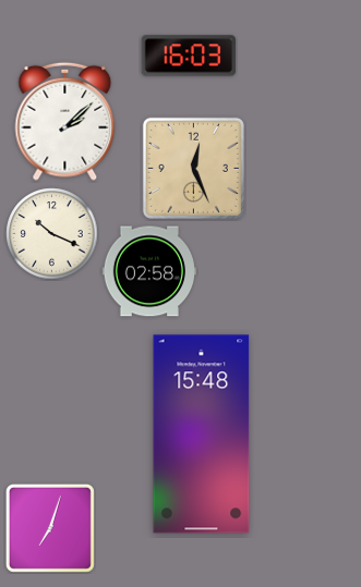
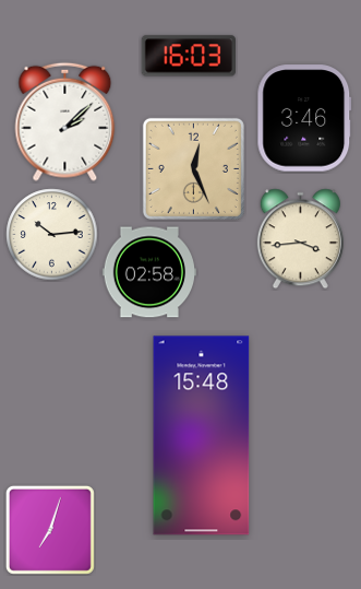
clock at (304, 118): none -> 3:46
clock at (52, 234): 10:19 -> 10:14
clock at (300, 239): none -> 3:44
